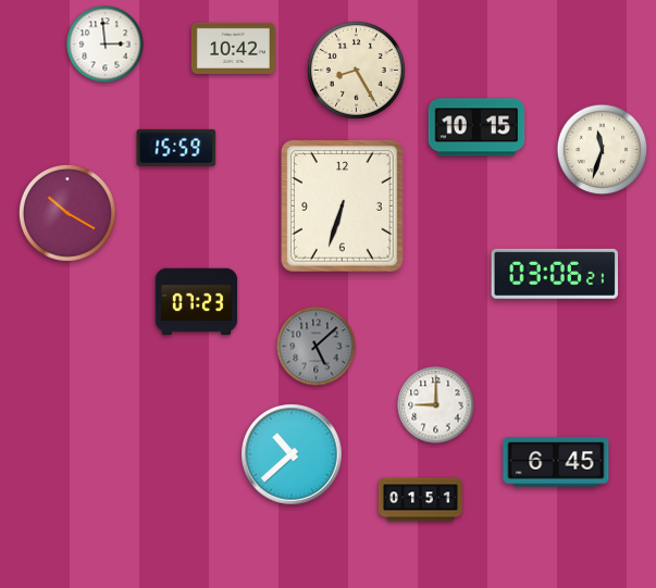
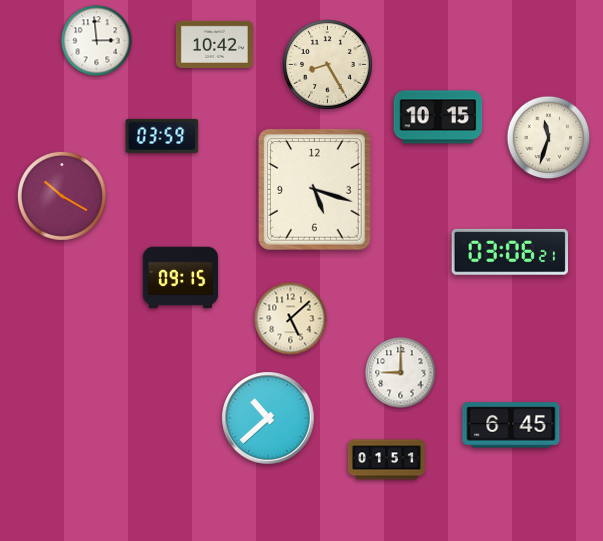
clock at (176, 148): 15:59 -> 03:59
clock at (603, 150) position: (603, 150) -> (549, 138)
clock at (343, 207): 6:33 -> 5:18
clock at (197, 302): 07:23 -> 09:15
clock at (317, 347) dial: grey -> cream
